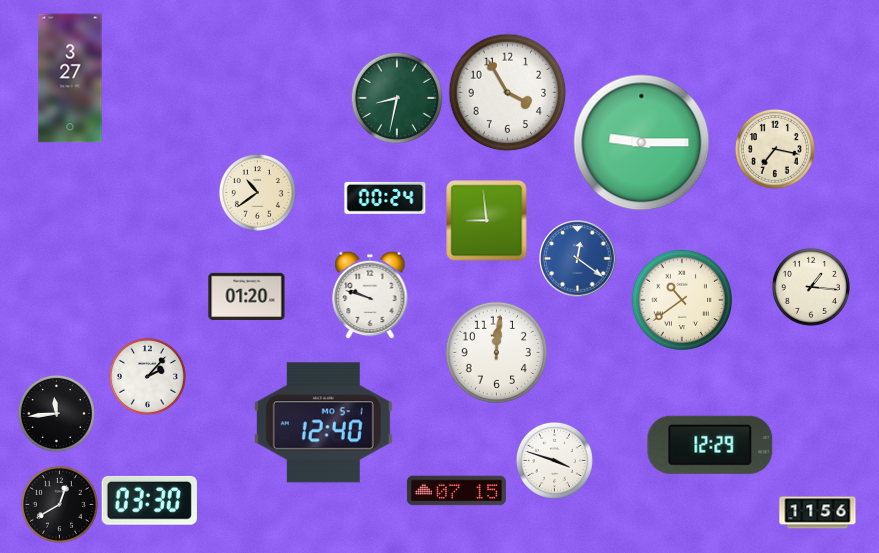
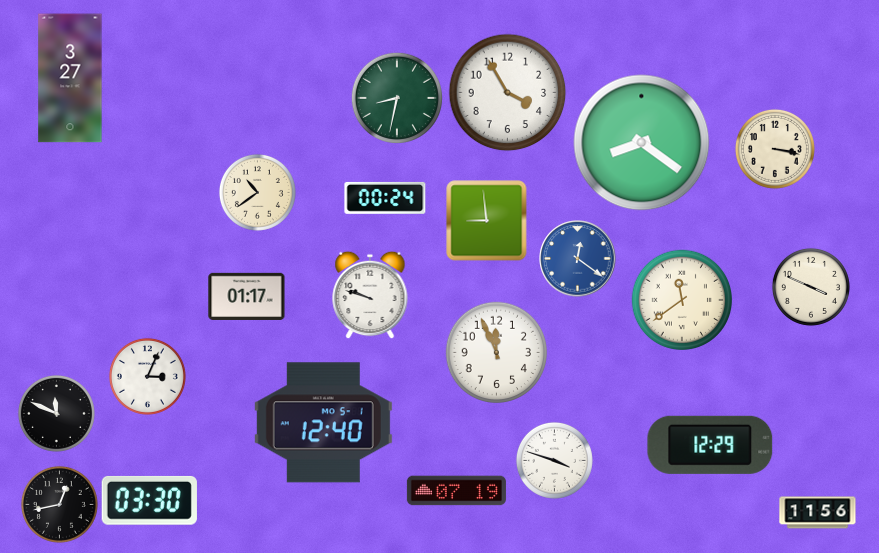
clock at (642, 143): 9:15 -> 8:21
clock at (775, 149): 7:17 -> 3:17
clock at (811, 287): 1:16 -> 3:49
clock at (247, 296): 01:20 -> 01:17
clock at (681, 299): 10:39 -> 11:39
clock at (496, 352): 12:01 -> 11:56
clock at (147, 376): 2:07 -> 3:04
clock at (56, 413): 11:44 -> 11:49
clock at (456, 491): 07:15 -> 07:19
clock at (59, 504): 12:40 -> 12:43
